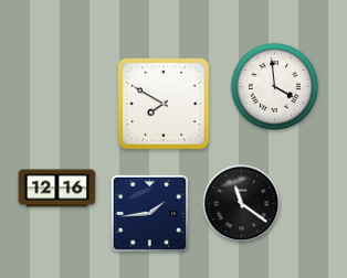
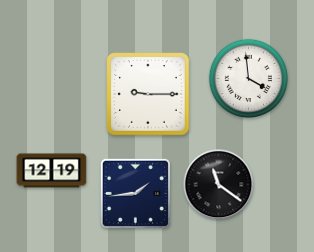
clock at (164, 104): 7:50 -> 9:15
clock at (57, 189): 12:16 -> 12:19
